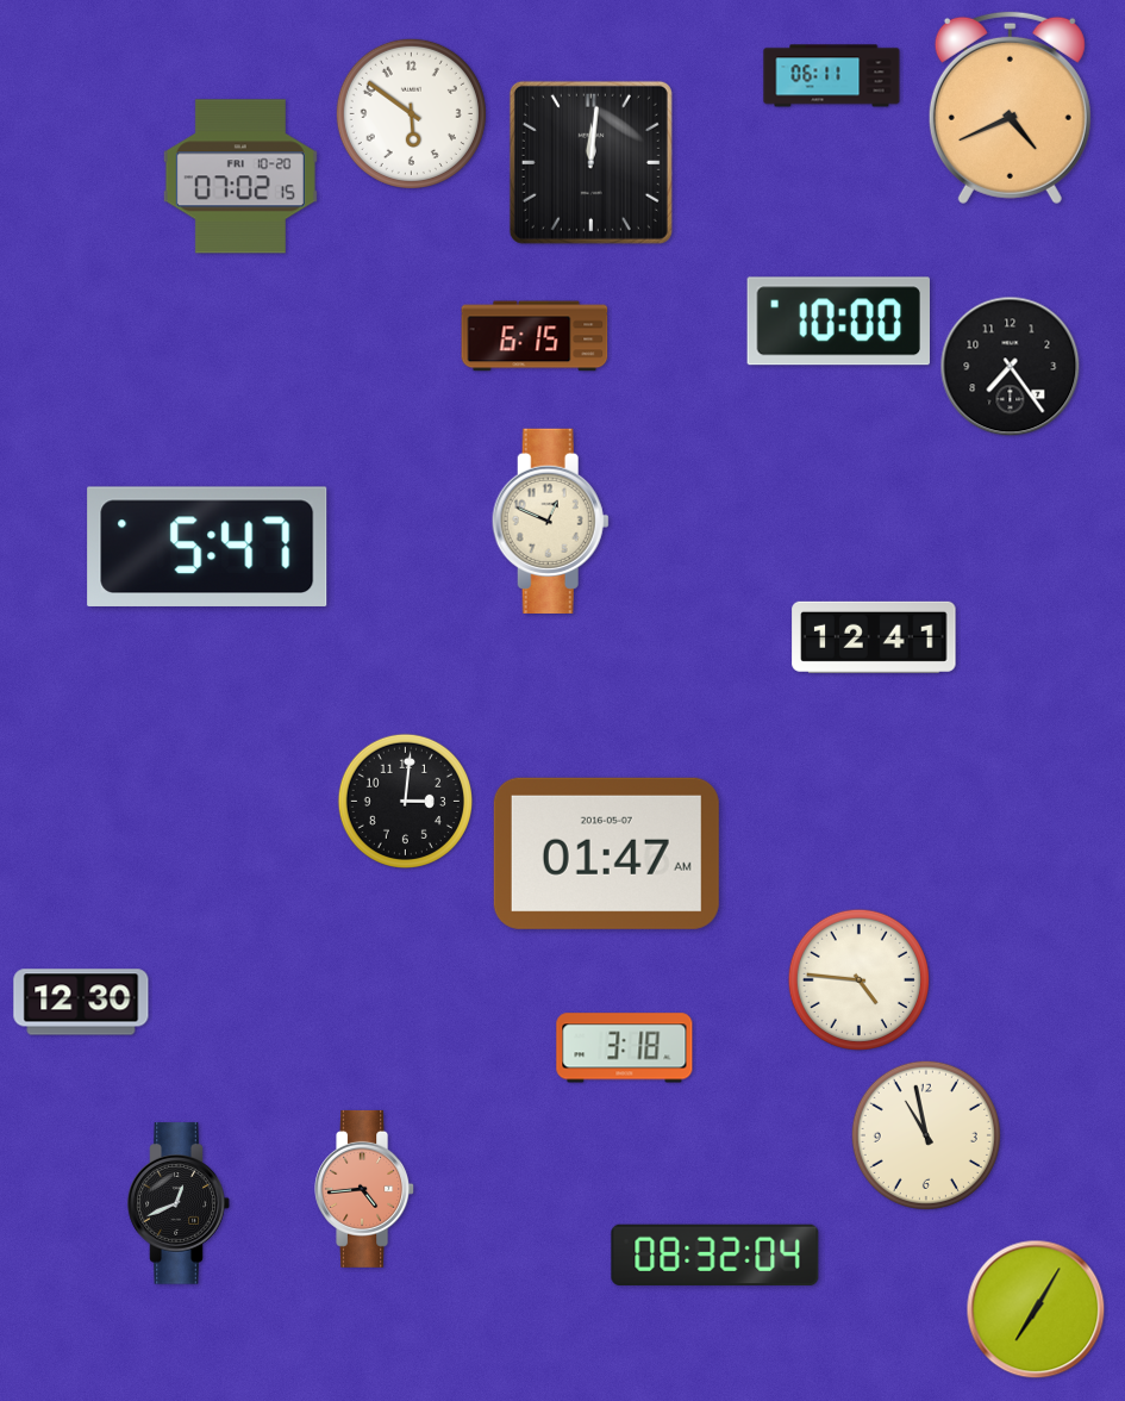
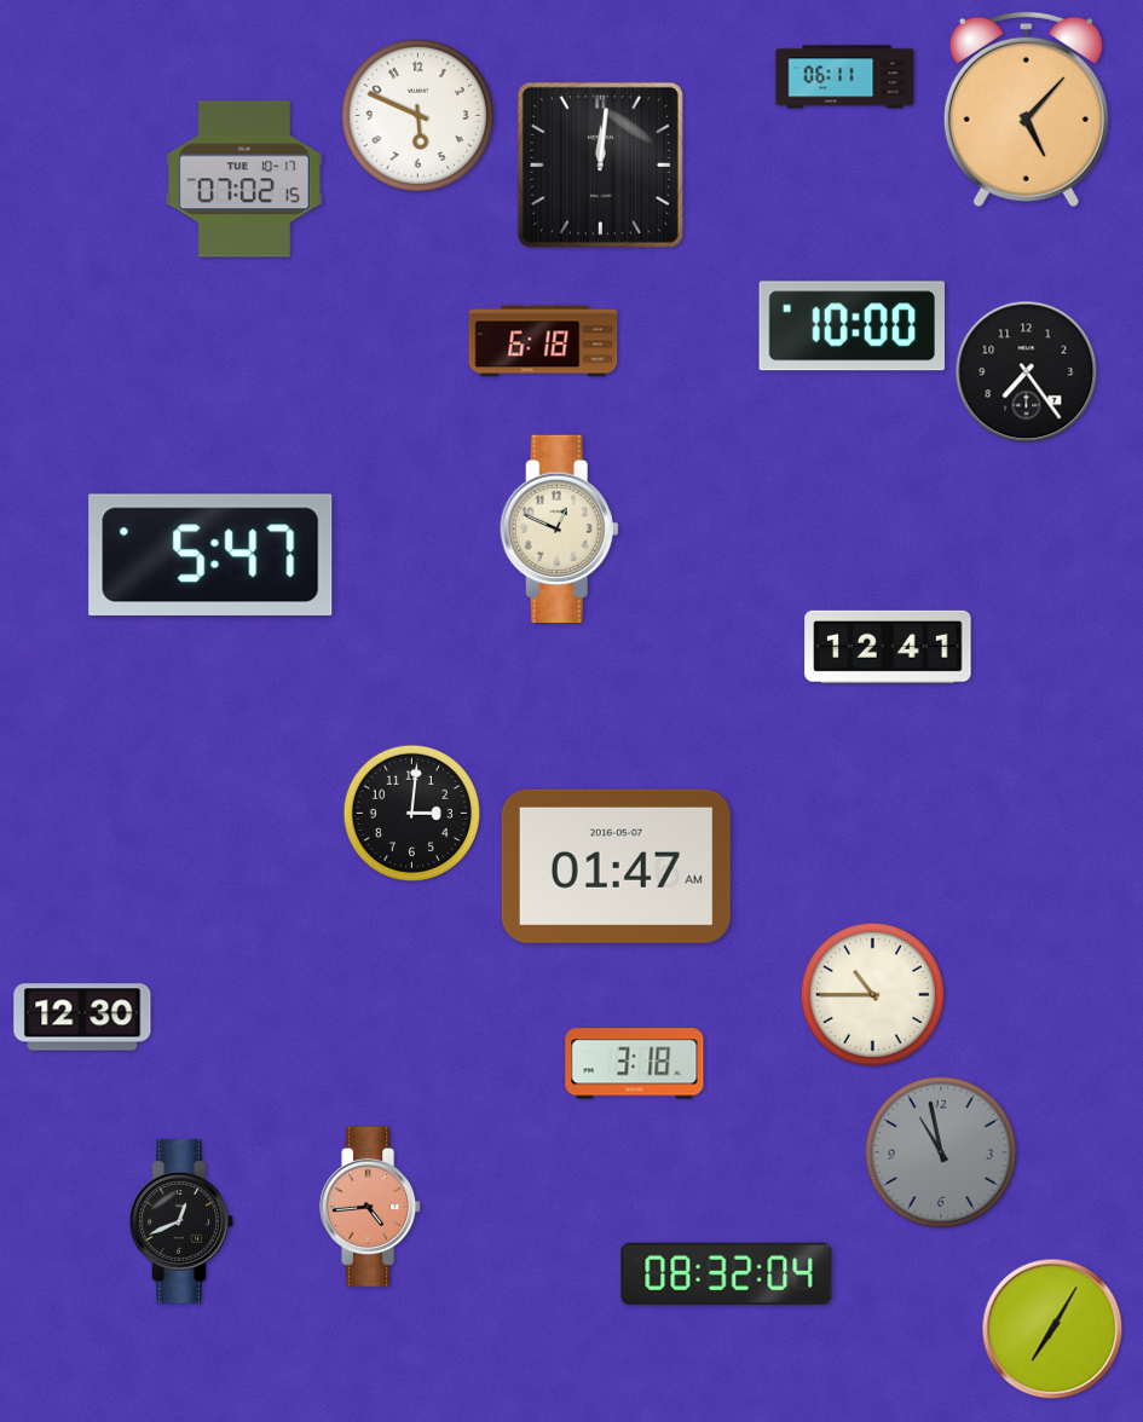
clock at (1010, 107): 4:41 -> 5:07
clock at (411, 113): 5:51 -> 5:49
clock at (240, 176) date: FRI 10-20 -> TUE 10-17
clock at (535, 336): 6:15 -> 6:18
clock at (858, 979): 4:46 -> 10:45
clock at (926, 1135) dial: cream -> grey
